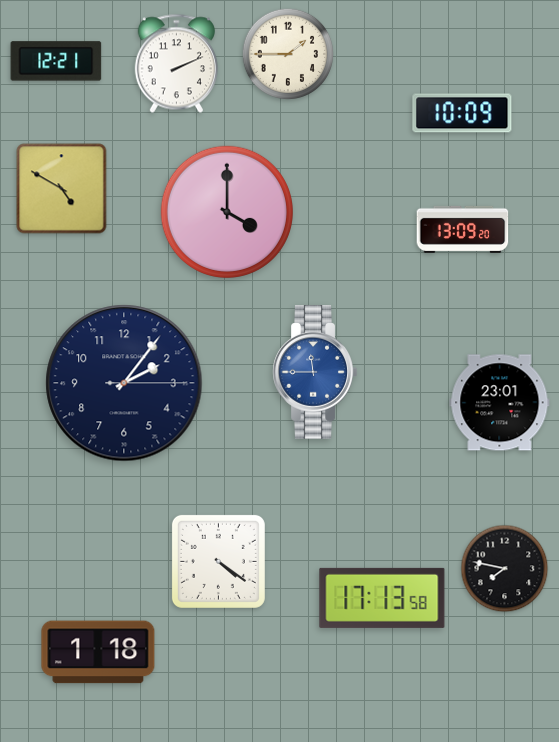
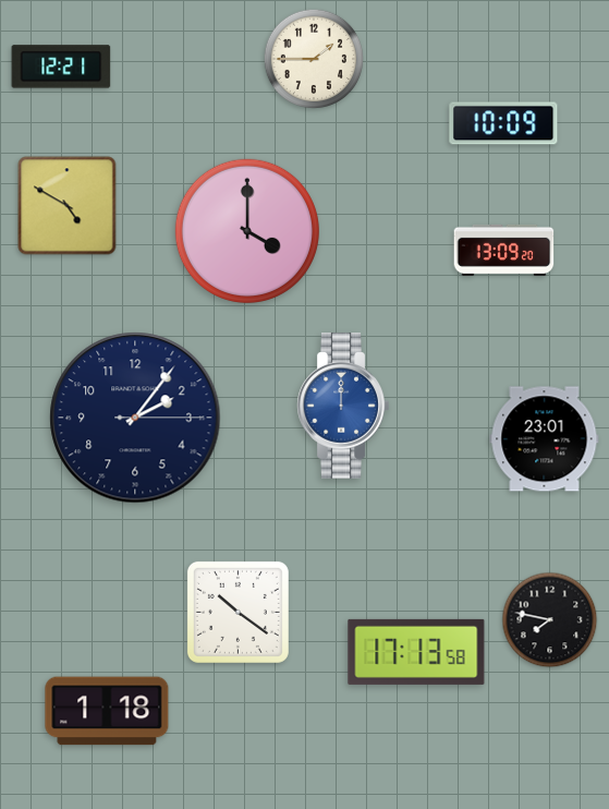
clock at (176, 64): 2:11 -> none
clock at (315, 373): 11:45 -> 12:00
clock at (218, 561): 4:21 -> 10:21
